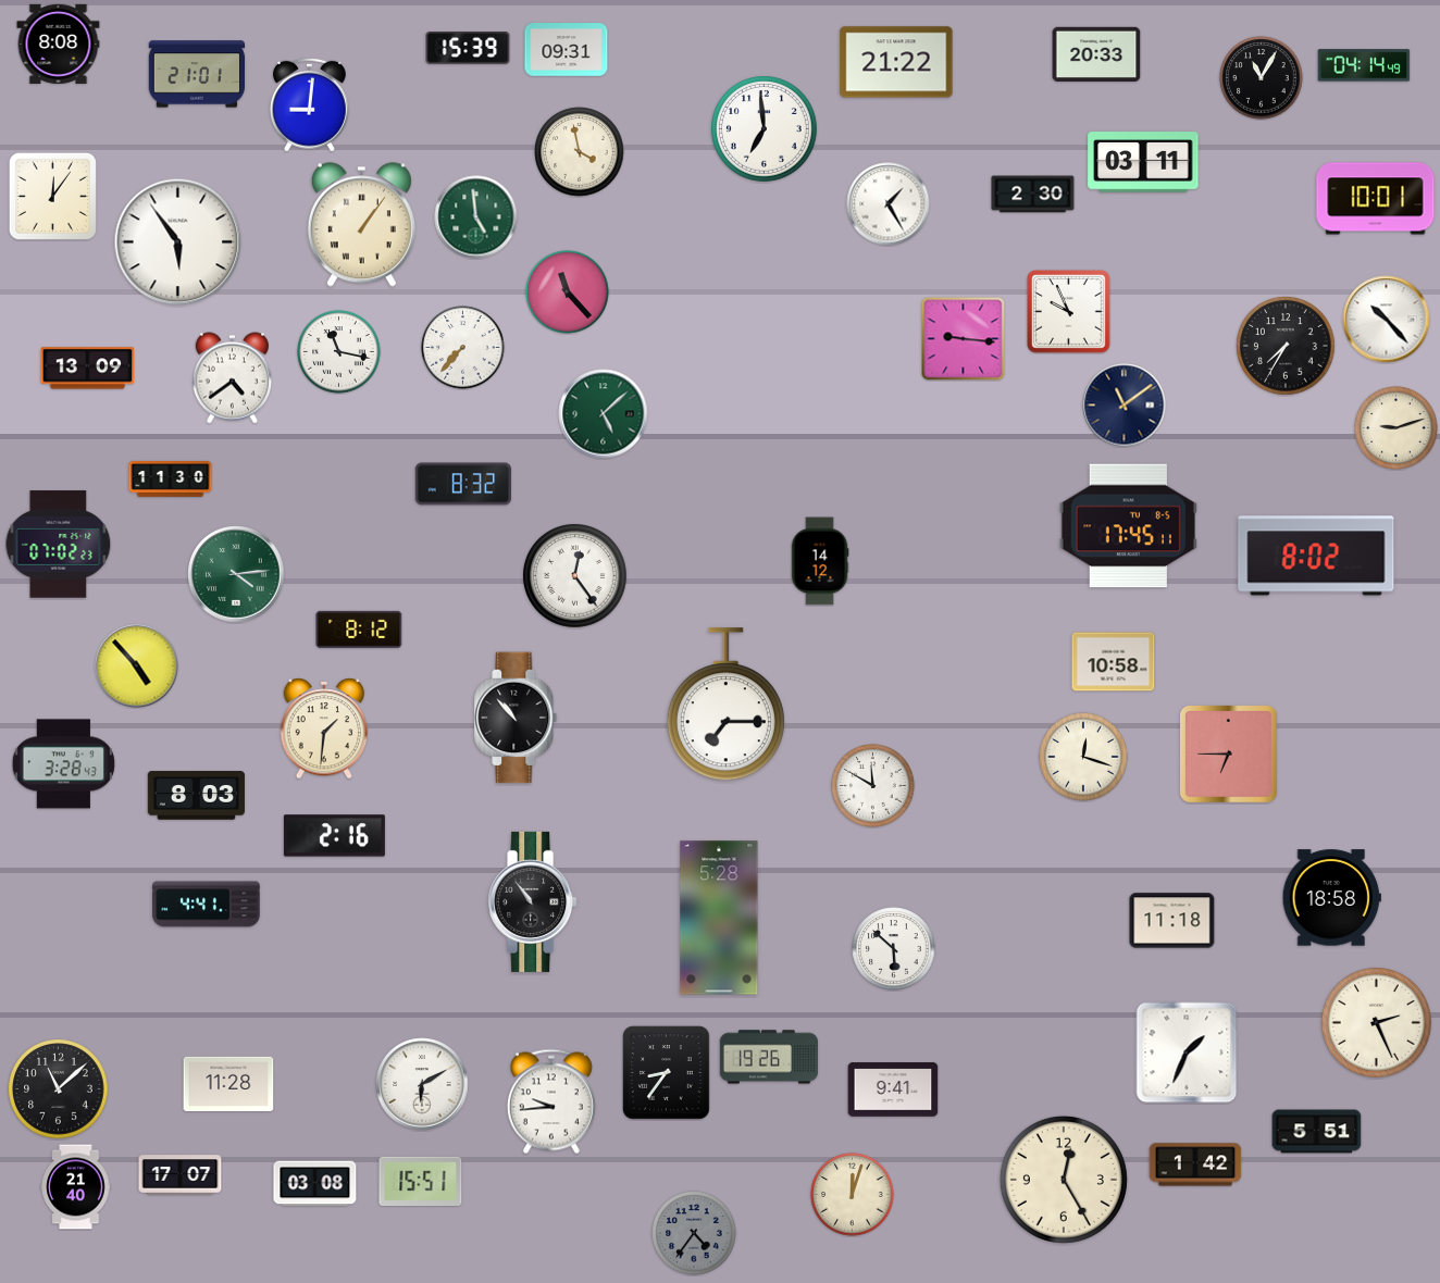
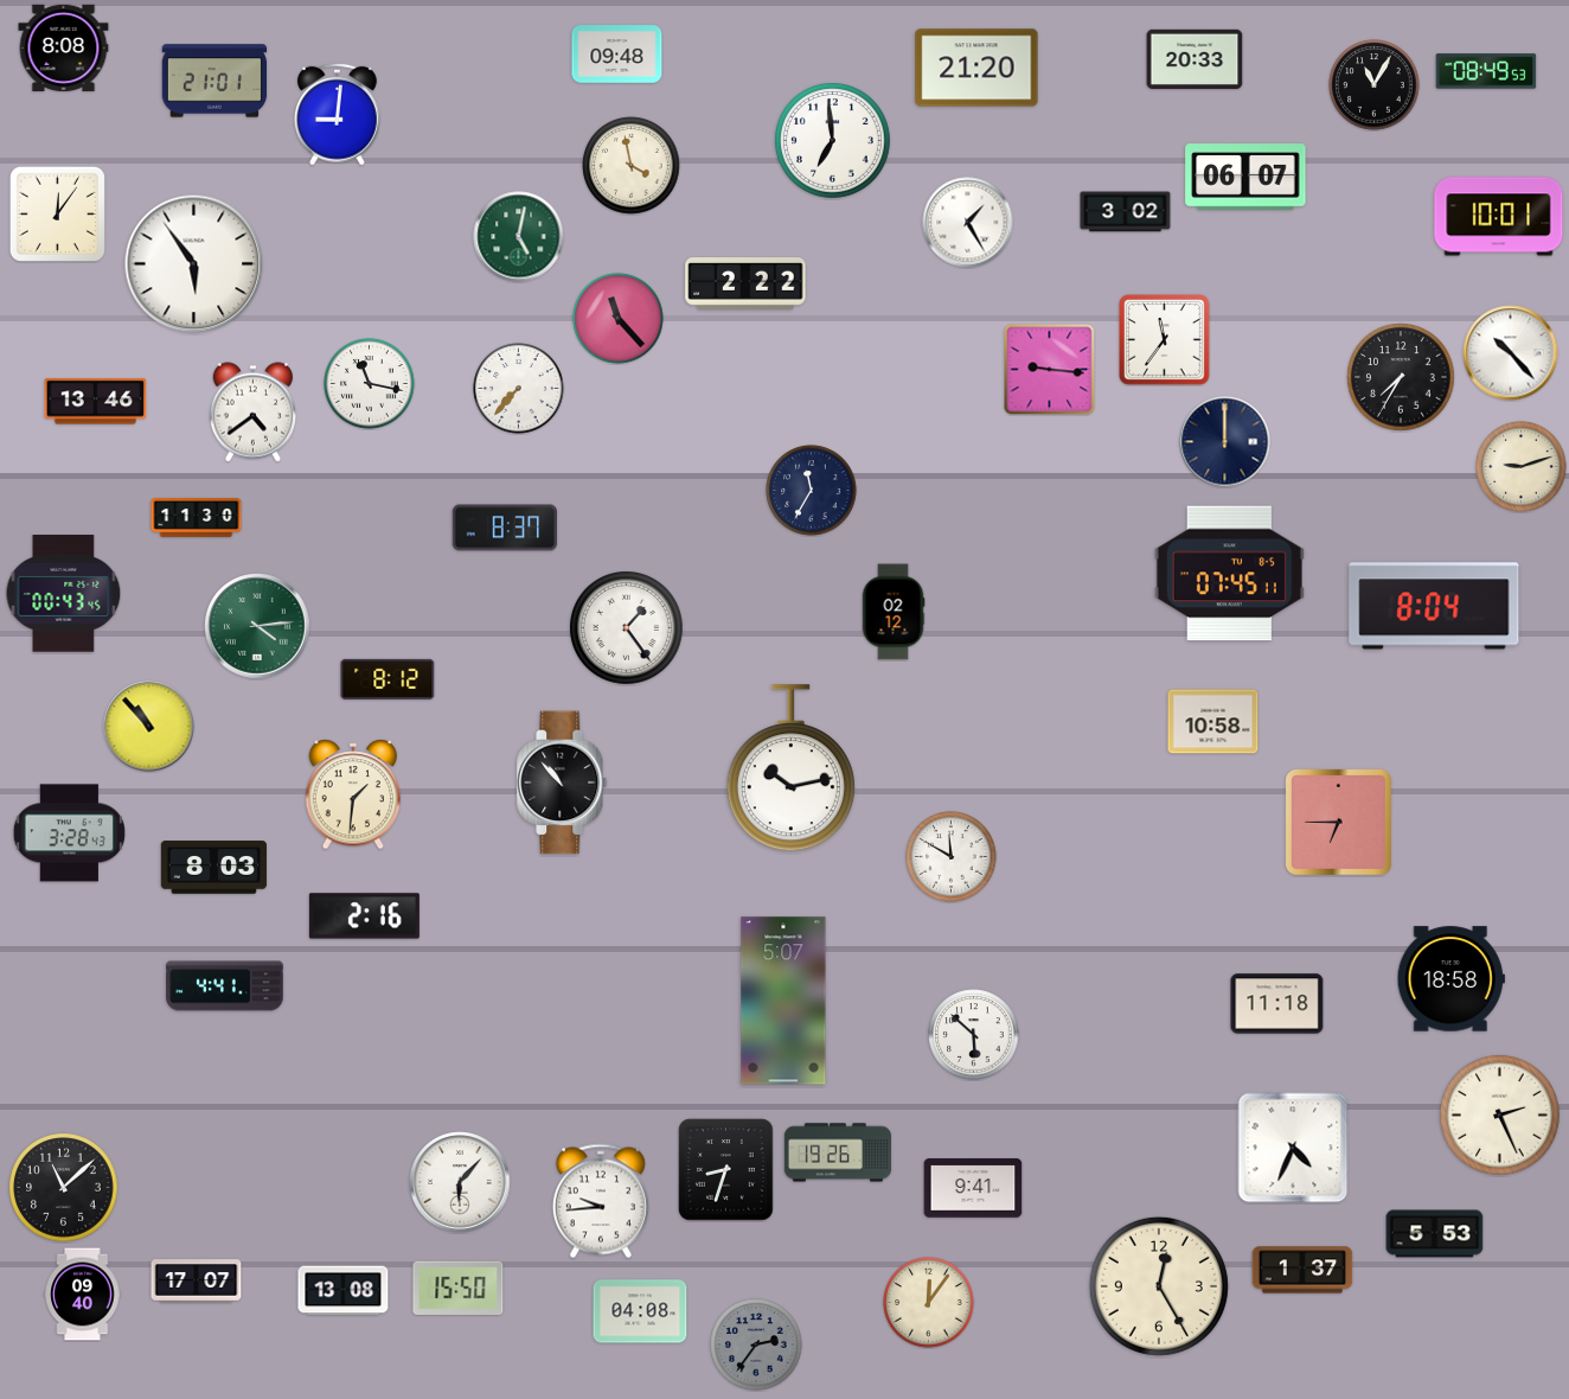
clock at (468, 49): 15:39 -> none
clock at (567, 50): 09:31 -> 09:48
clock at (896, 62): 21:22 -> 21:20
clock at (1364, 65): 04:14 -> 08:49
clock at (1143, 162): 03:11 -> 06:07
clock at (1033, 195): 2:30 -> 3:02
clock at (476, 217): 4:59 -> 5:02
clock at (361, 225): 1:06 -> none
clock at (745, 285): none -> 2:22
clock at (1069, 312): 9:56 -> 11:36
clock at (1387, 320) position: (1387, 320) -> (1511, 353)
clock at (463, 348) position: (463, 348) -> (519, 389)
clock at (88, 369): 13:09 -> 13:46
clock at (1125, 406): 11:09 -> 12:00
clock at (604, 414): 5:08 -> none
clock at (812, 491): none -> 11:35
clock at (171, 479) position: (171, 479) -> (197, 518)
clock at (463, 484): 8:32 -> 8:37
clock at (1128, 526): 17:45 -> 07:45
clock at (59, 545): 07:02 -> 00:43
clock at (1316, 556): 8:02 -> 8:04
clock at (820, 561): 14:12 -> 02:12
clock at (575, 576): 12:24 -> 1:24
clock at (359, 630) position: (359, 630) -> (388, 679)
clock at (137, 667): 4:53 -> 10:53
clock at (725, 705): 7:15 -> 10:13
clock at (1083, 757): 12:18 -> none
clock at (334, 836) position: (334, 836) -> (364, 916)
clock at (533, 901): 10:54 -> none
clock at (719, 918): 5:28 -> 5:07
clock at (1187, 1052): 1:34 -> 4:34
clock at (667, 1073): 8:36 -> 8:33
clock at (228, 1083): 11:28 -> none
clock at (422, 1084): 6:10 -> 6:07
clock at (1317, 1132): 5:51 -> 5:53
clock at (1195, 1164): 1:42 -> 1:37
clock at (421, 1181): 15:51 -> 15:50
clock at (315, 1184): 03:08 -> 13:08
clock at (76, 1187): 21:40 -> 09:40
clock at (853, 1195): 12:03 -> 12:06
clock at (640, 1311): none -> 04:08
clock at (694, 1233): 4:36 -> 2:36
